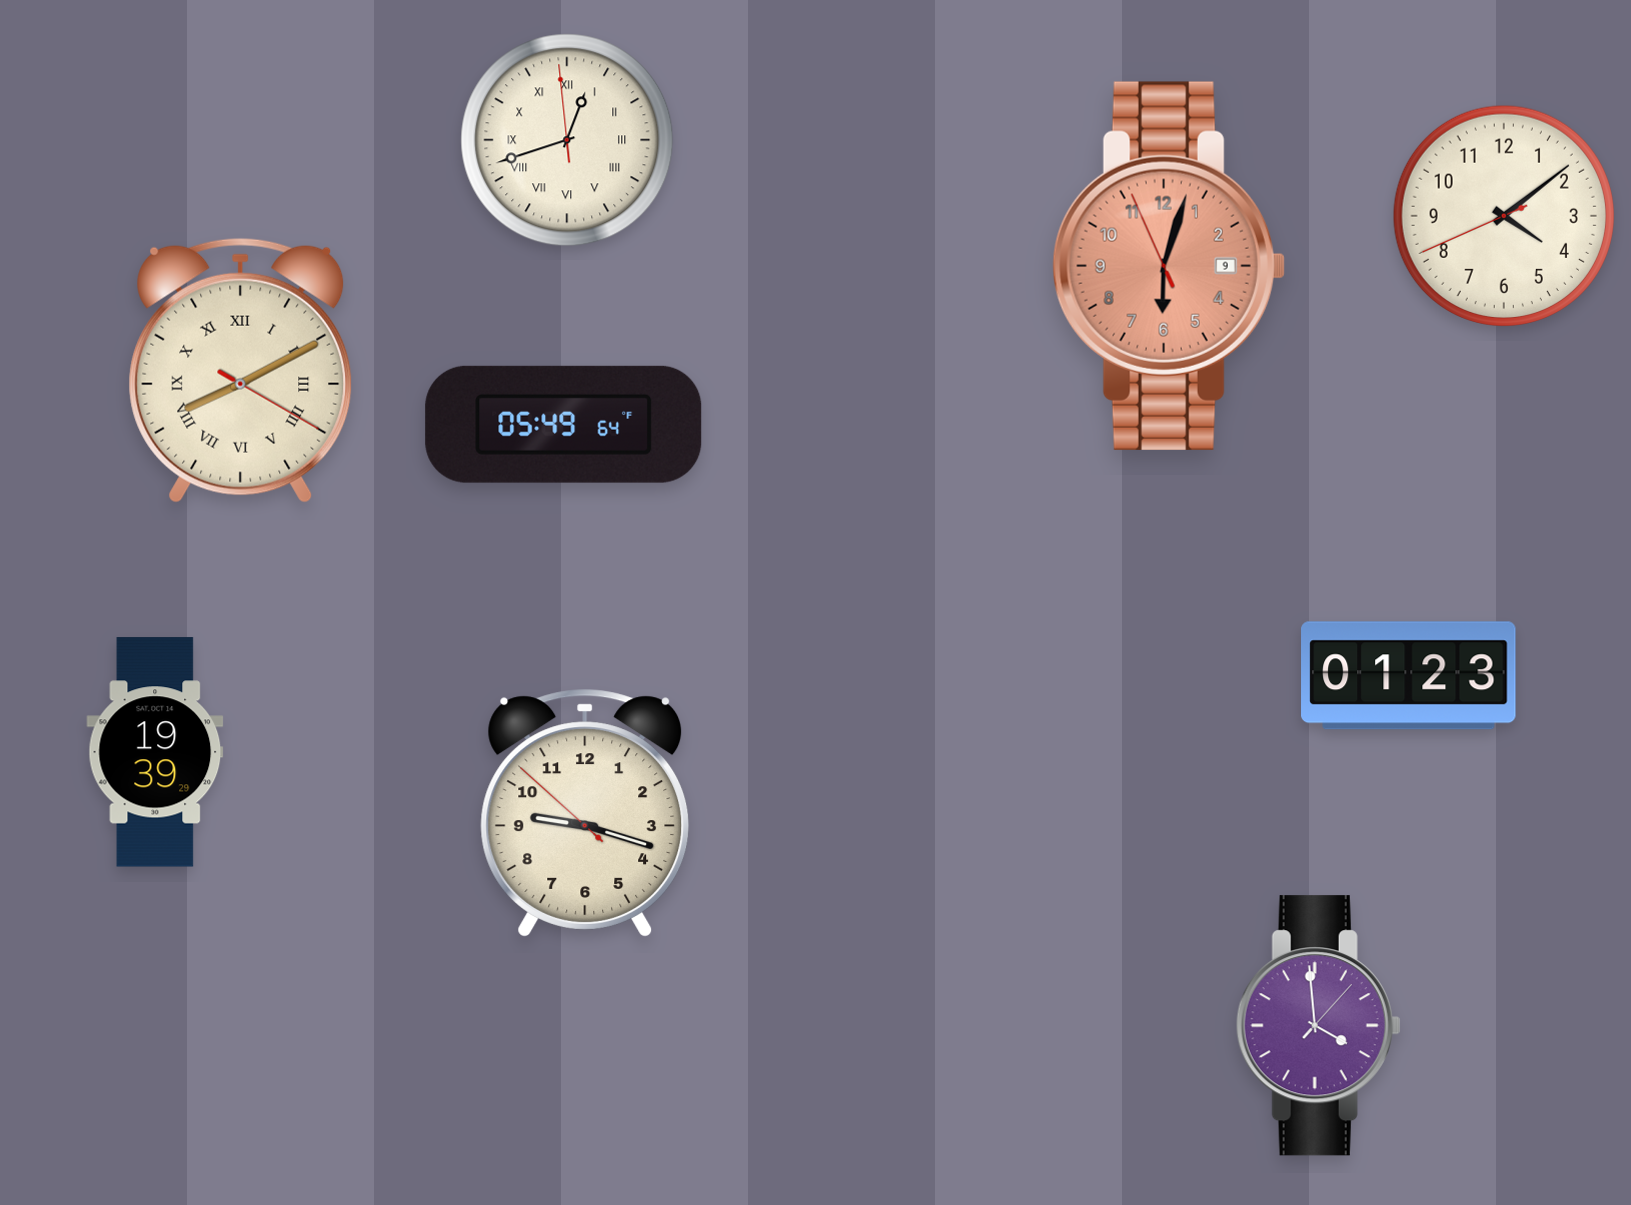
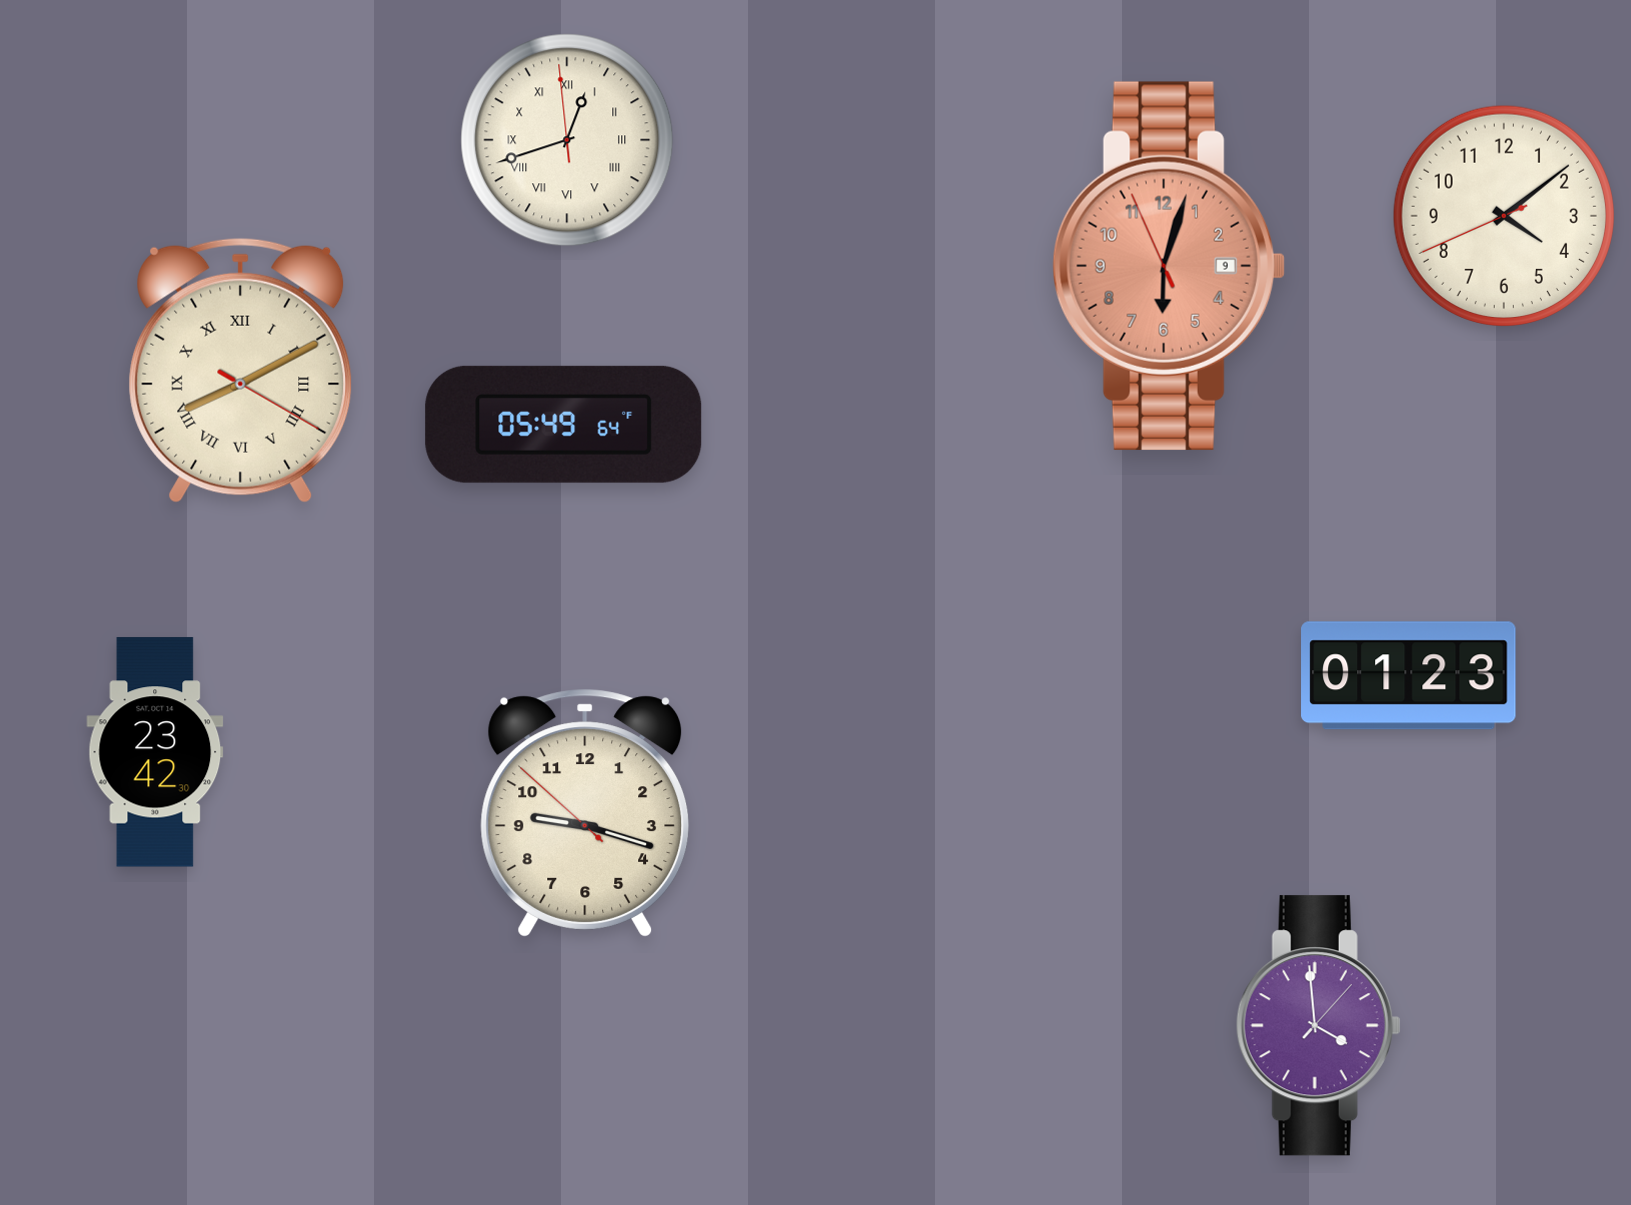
clock at (155, 752): 19:39 -> 23:42
